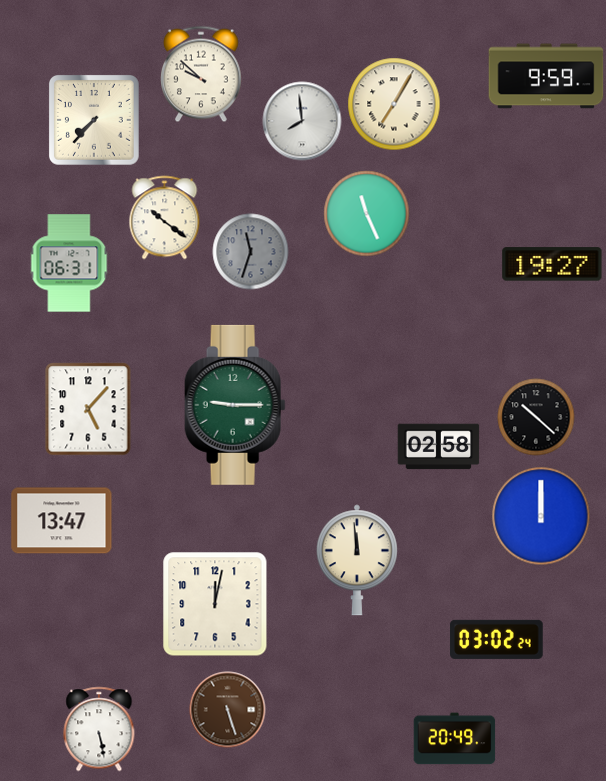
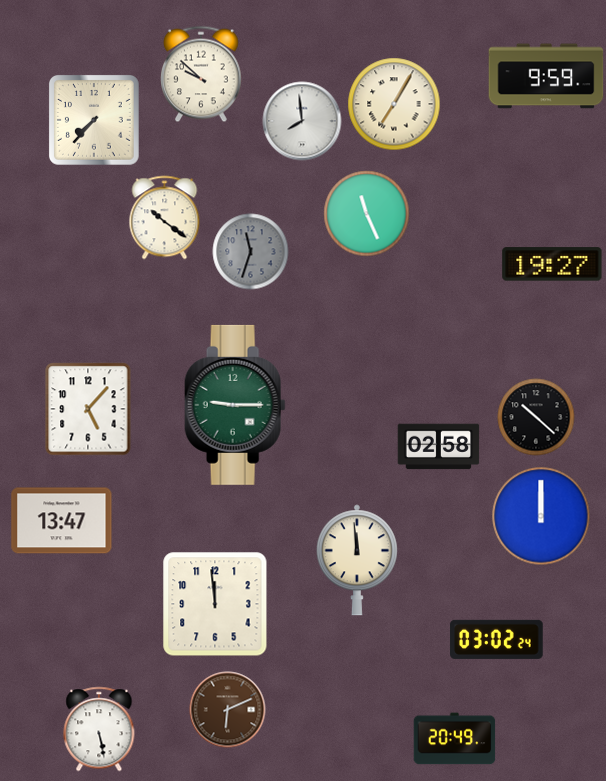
clock at (69, 263): 06:31 -> none
clock at (215, 604): 12:02 -> 11:59
clock at (228, 710): 5:27 -> 6:11
